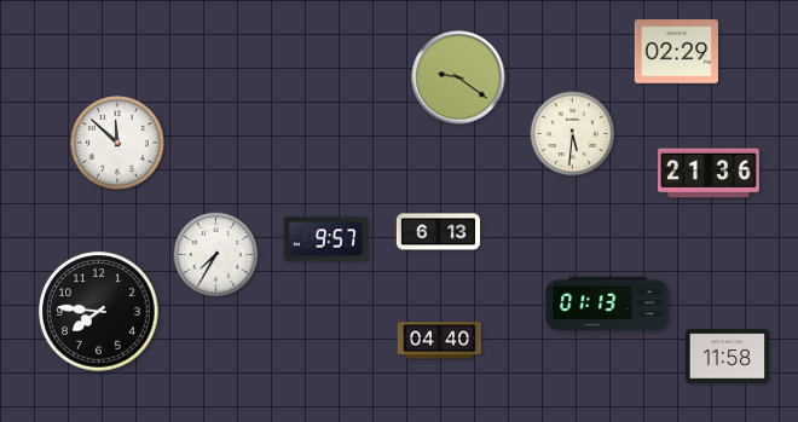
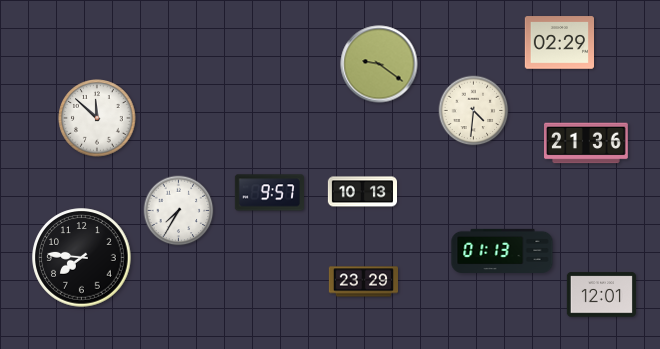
clock at (573, 134): 5:31 -> 4:31
clock at (438, 232): 6:13 -> 10:13
clock at (325, 239) position: (325, 239) -> (269, 193)
clock at (440, 341): 04:40 -> 23:29
clock at (727, 357): 11:58 -> 12:01
